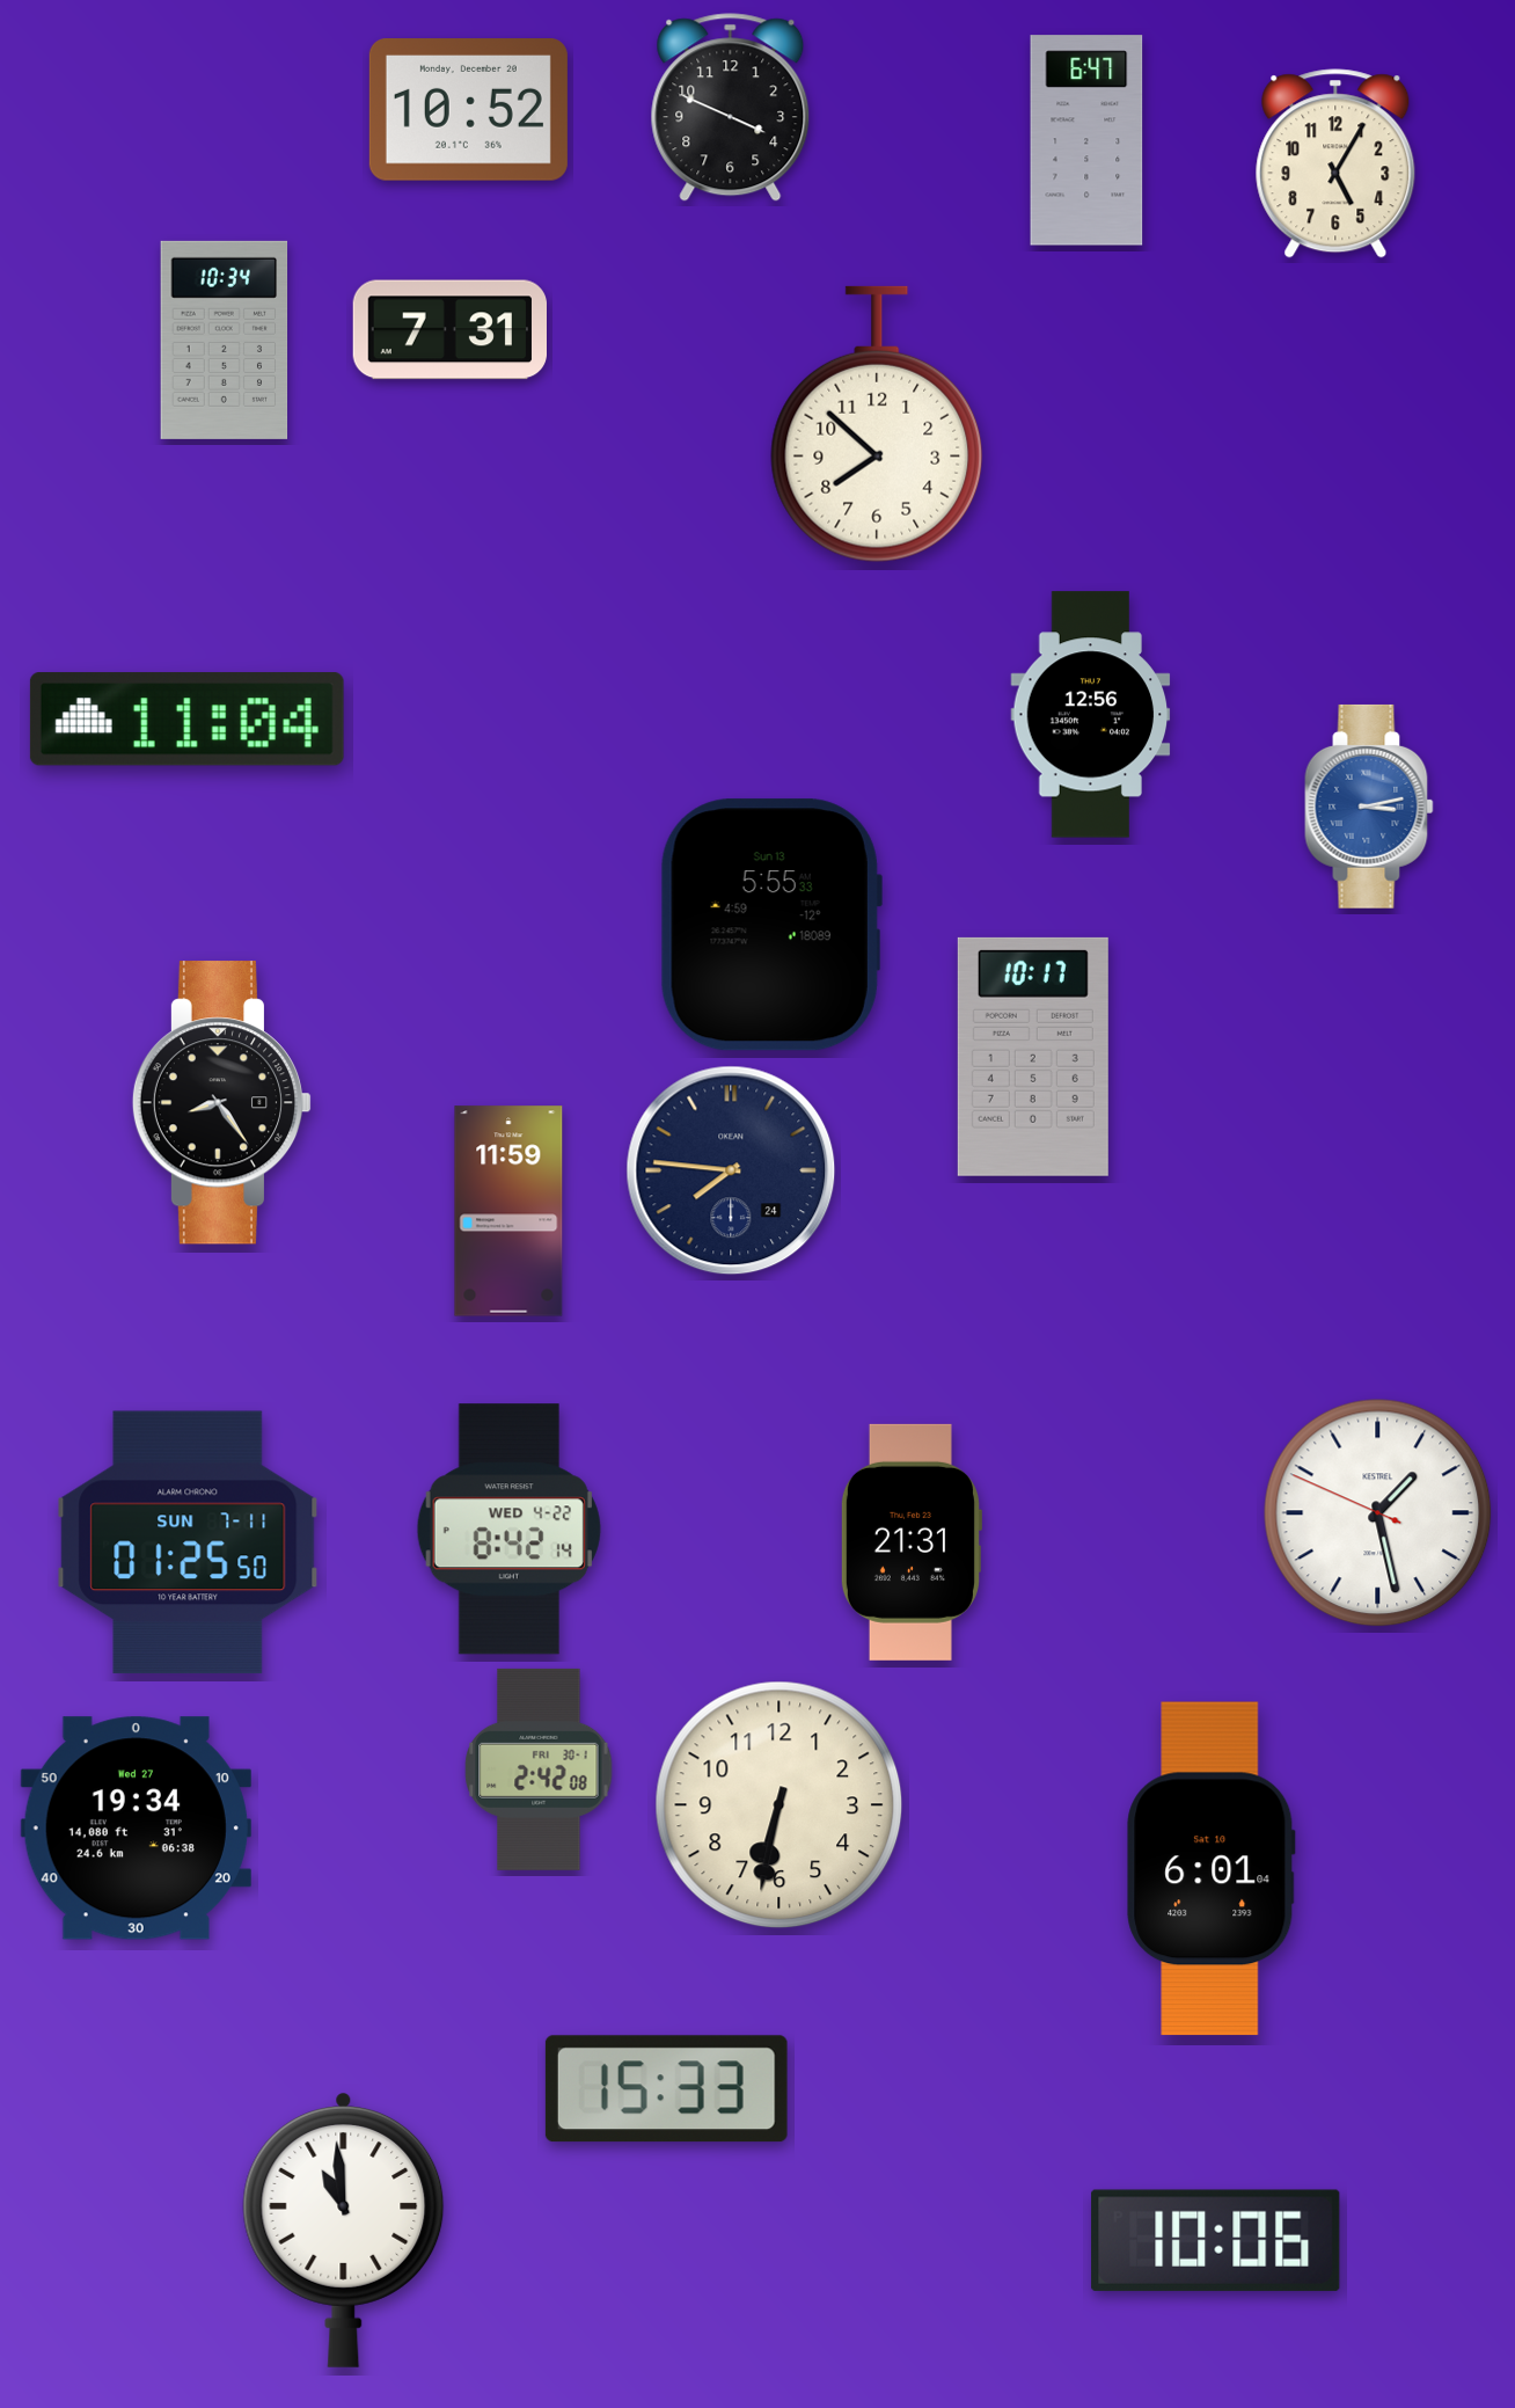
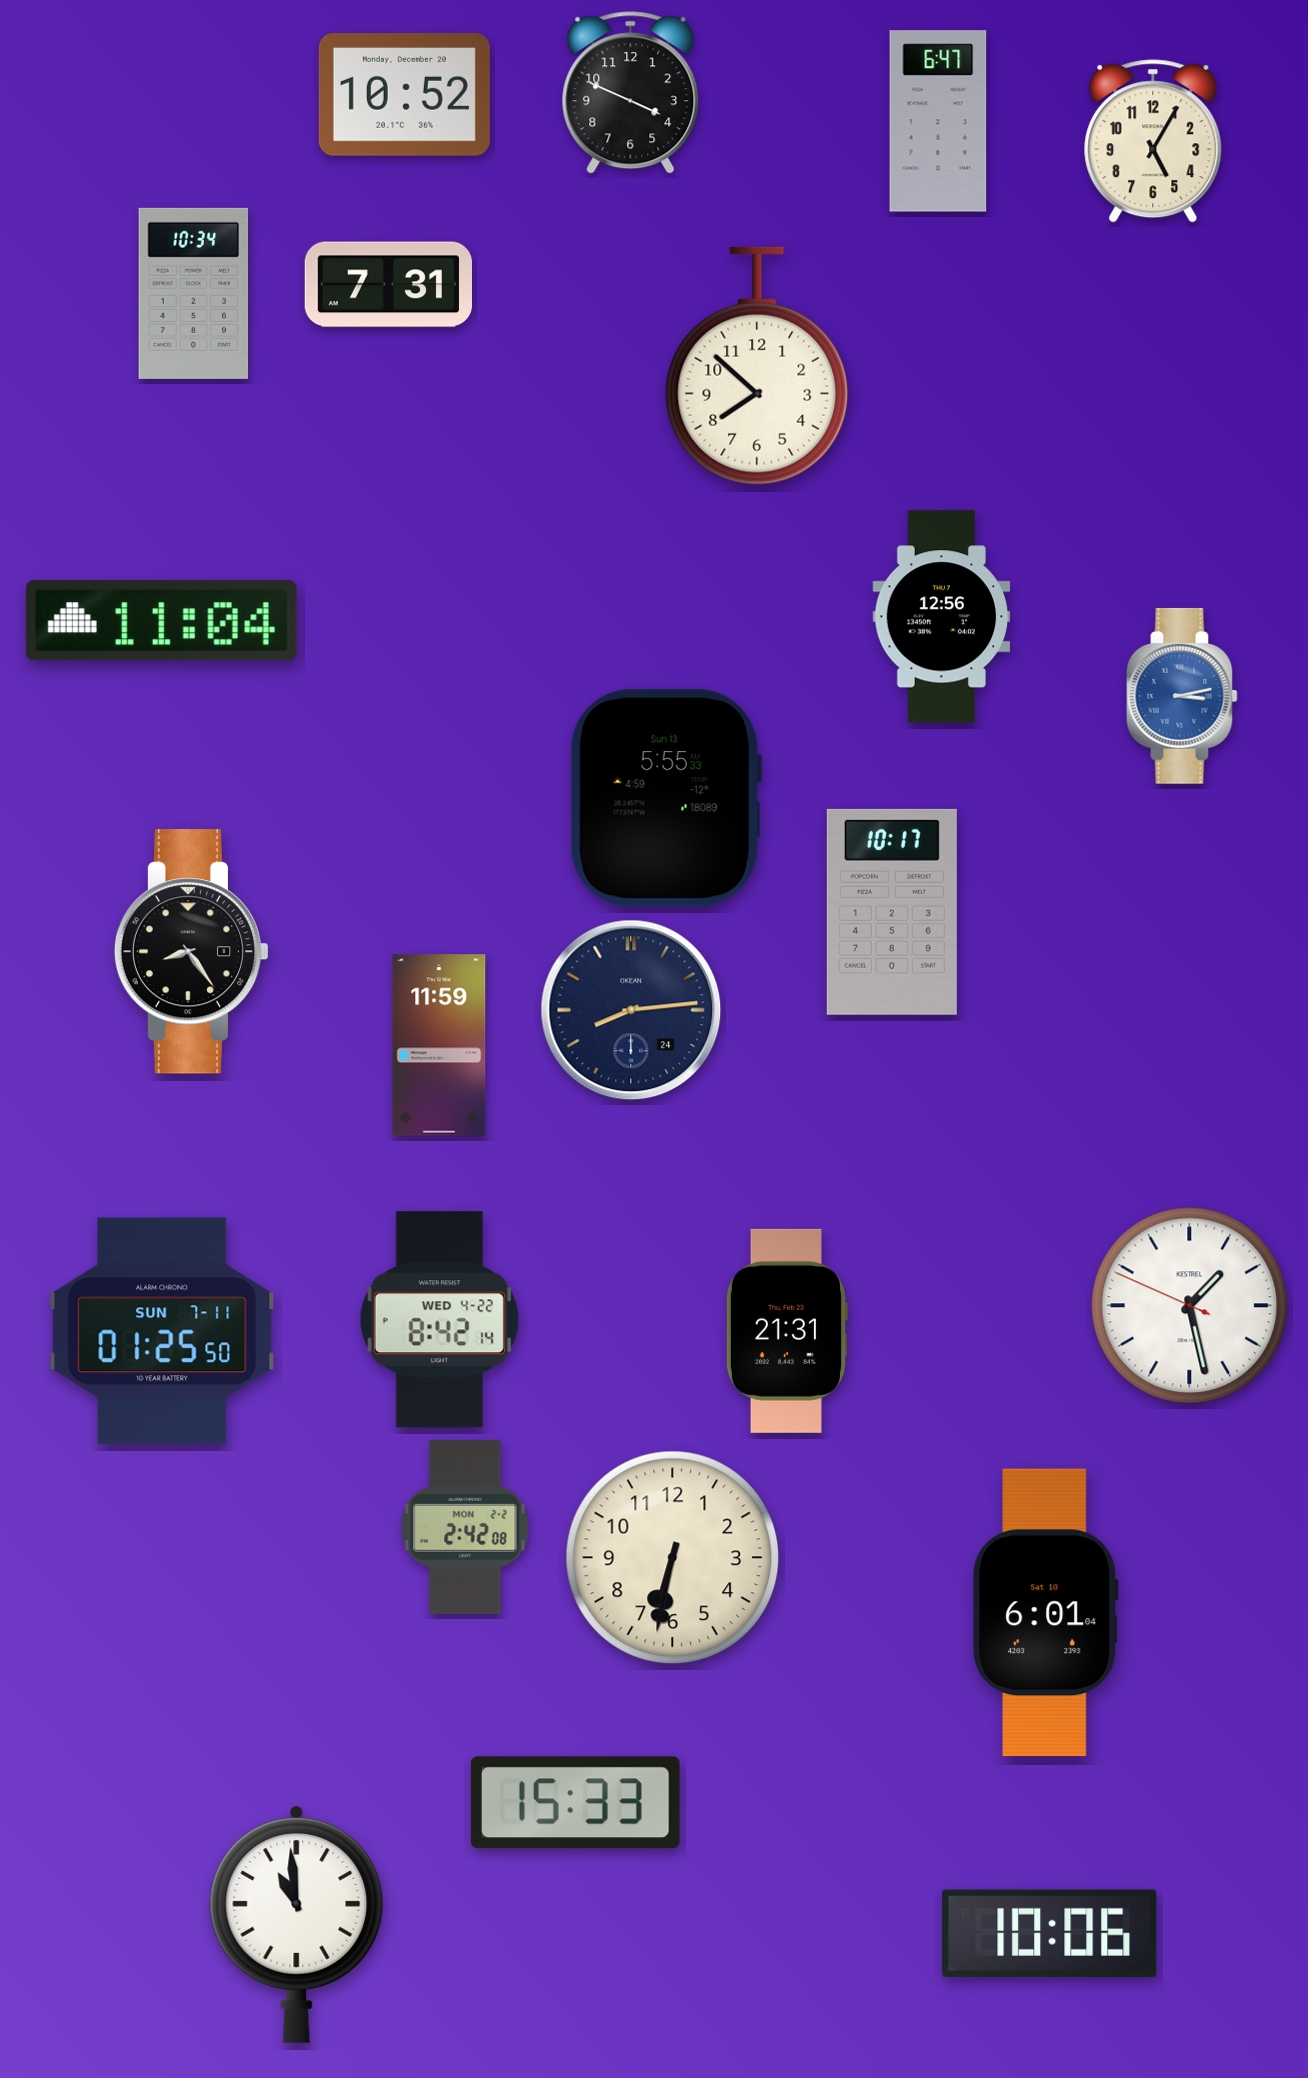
clock at (731, 1170): 7:46 -> 8:14
clock at (539, 1769) date: FRI 30-1 -> MON 2-2
clock at (136, 1829): 19:34 -> none
